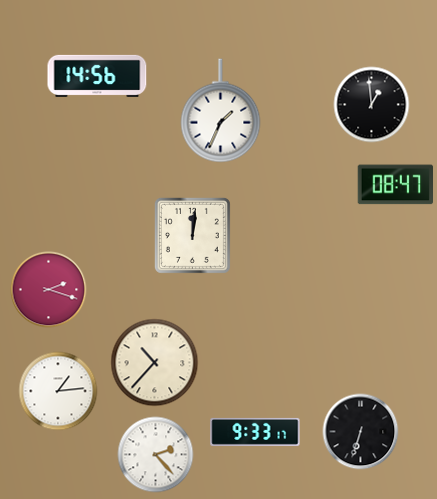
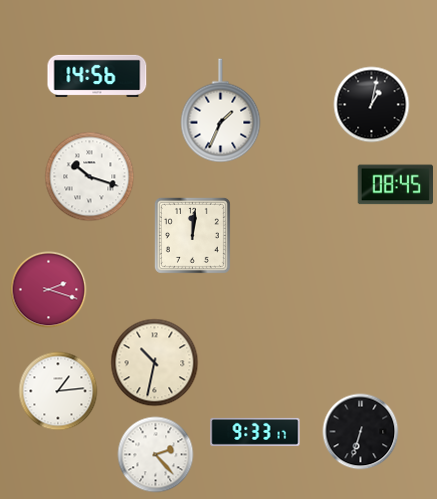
clock at (372, 105): 12:59 -> 1:02
clock at (90, 177): none -> 10:18
clock at (395, 185): 08:47 -> 08:45
clock at (155, 363): 10:37 -> 10:32
